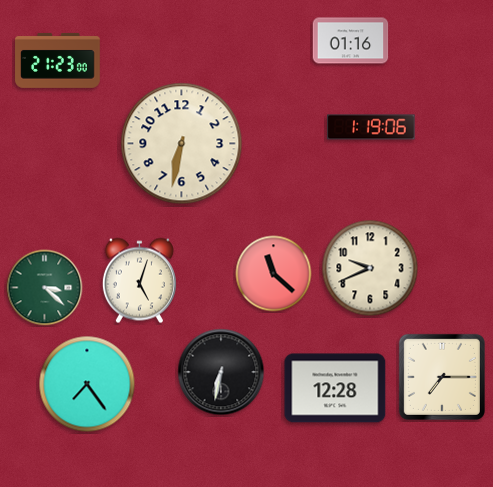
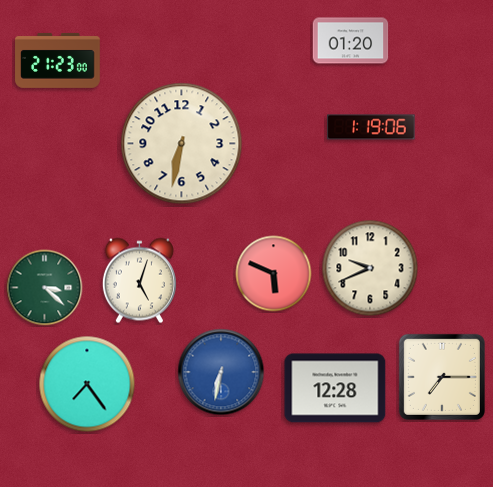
clock at (351, 41): 01:16 -> 01:20
clock at (274, 274): 11:22 -> 5:49
clock at (221, 372) dial: black -> blue
